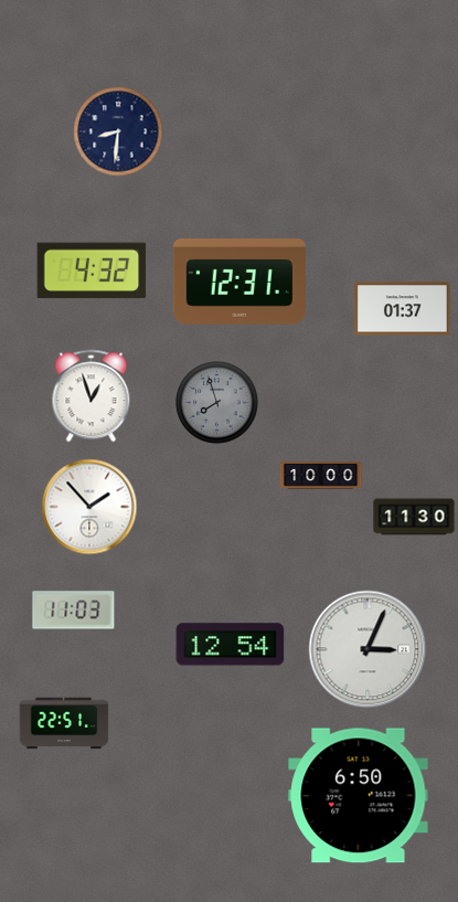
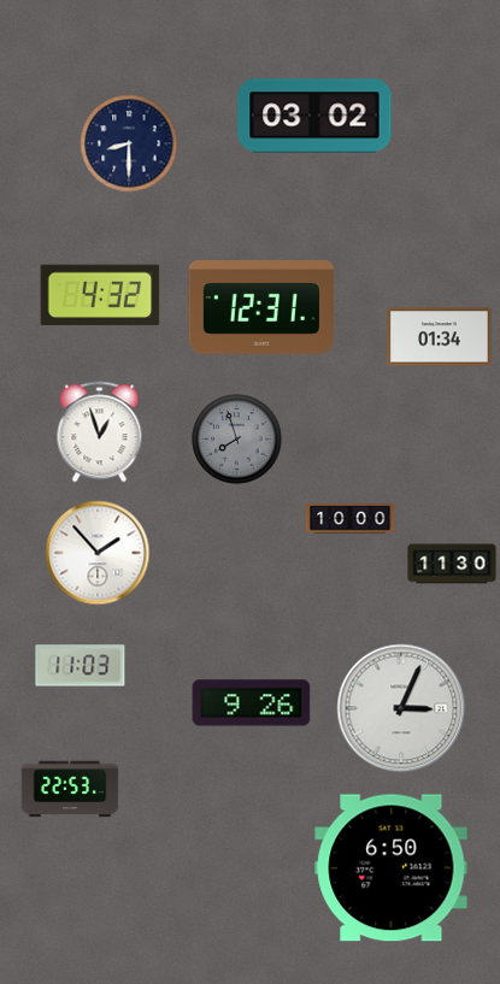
clock at (314, 116): none -> 03:02
clock at (118, 131): 8:31 -> 8:30
clock at (403, 309): 01:37 -> 01:34
clock at (231, 645): 12:54 -> 9:26
clock at (64, 723): 22:51 -> 22:53
